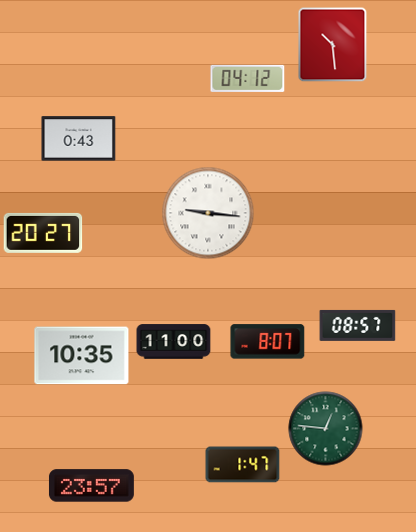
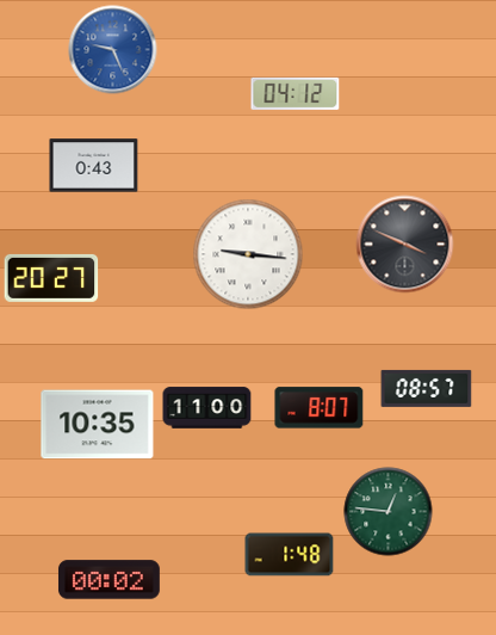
clock at (113, 50): none -> 9:26
clock at (333, 45): 10:29 -> none
clock at (405, 245): none -> 3:49
clock at (243, 465): 1:47 -> 1:48
clock at (91, 486): 23:57 -> 00:02
